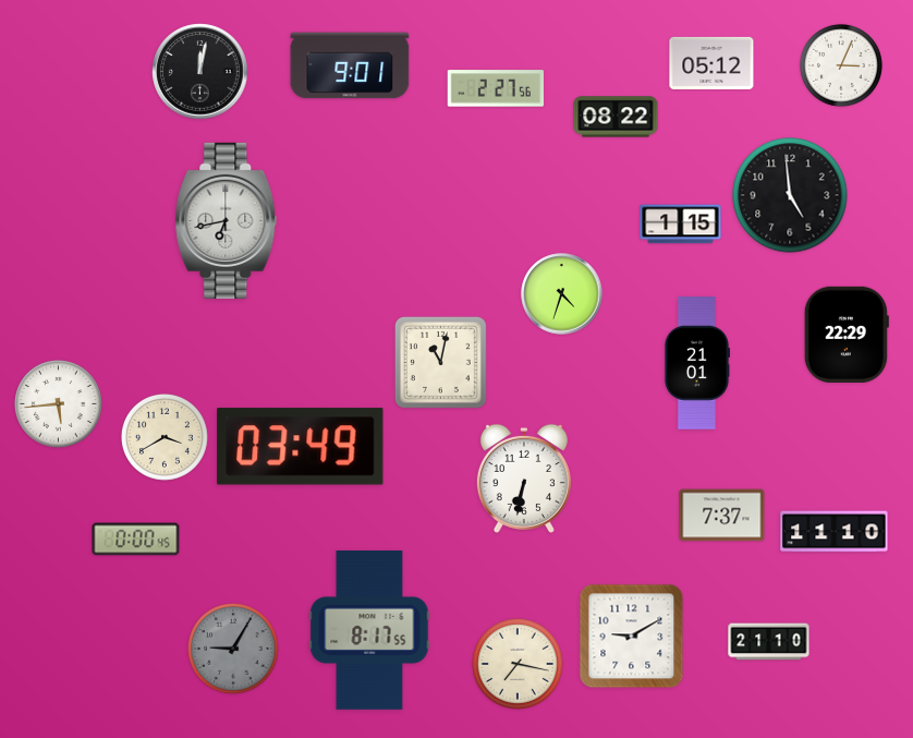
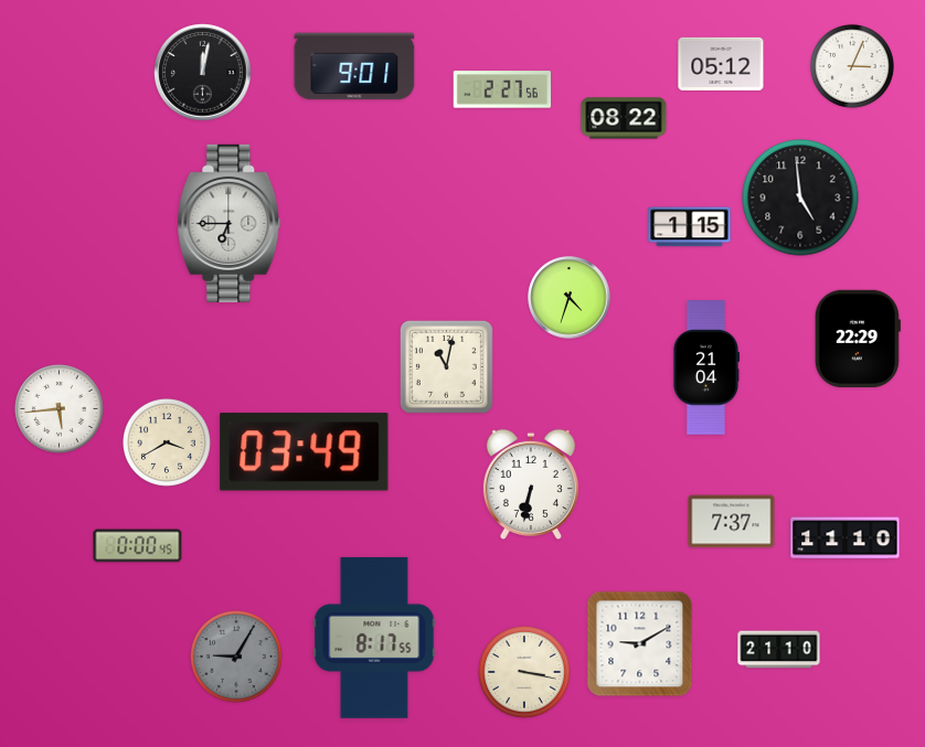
clock at (227, 220): 6:43 -> 6:45
clock at (696, 363): 21:01 -> 21:04
clock at (519, 665): 7:17 -> 3:17
